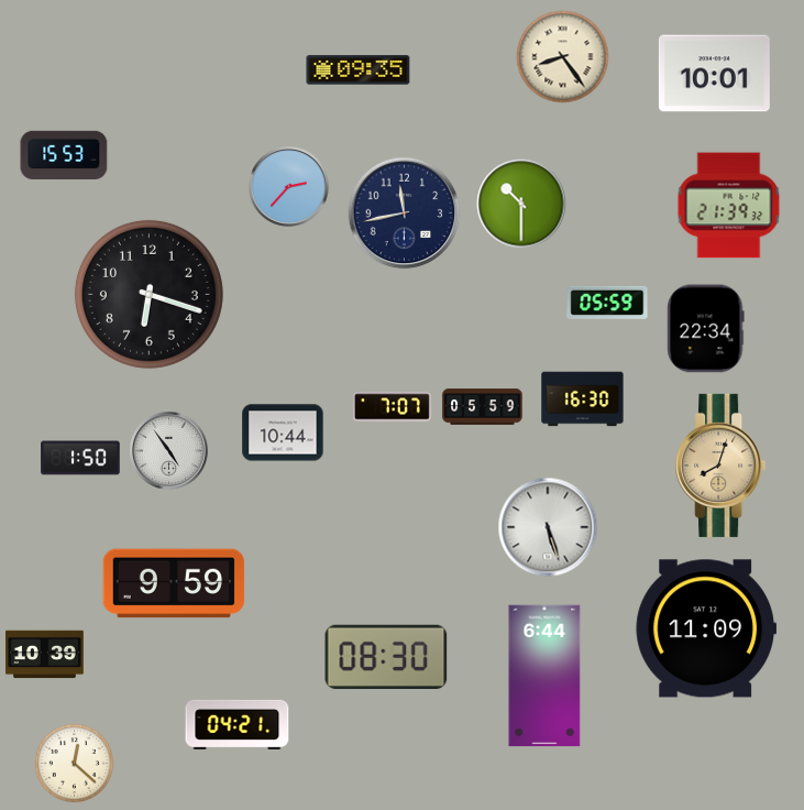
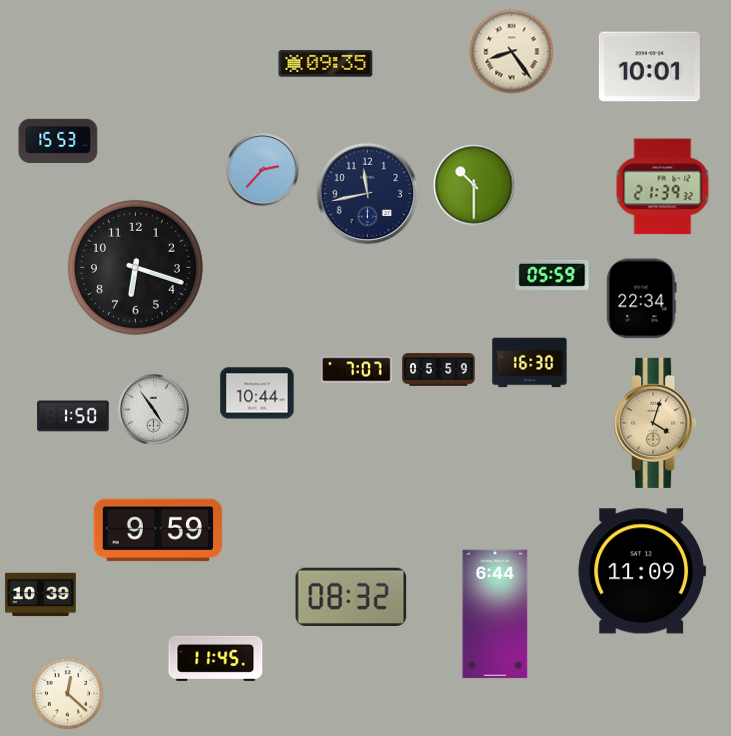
clock at (720, 466): 8:03 -> 4:03
clock at (548, 527): 5:27 -> none
clock at (386, 656): 08:30 -> 08:32
clock at (238, 724): 04:21 -> 11:45
